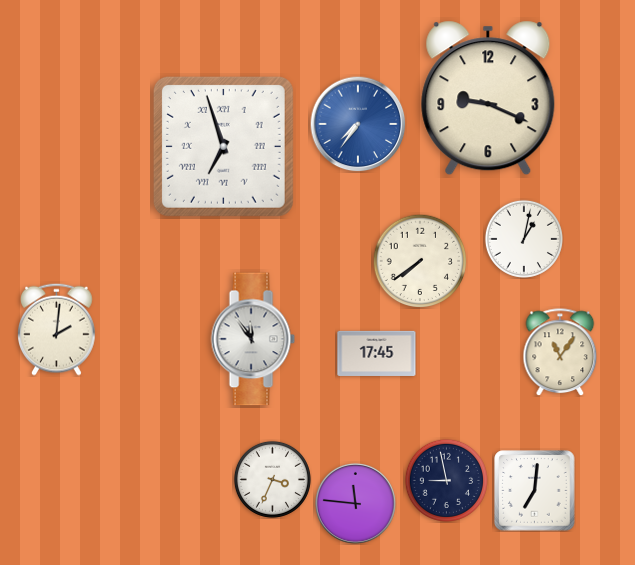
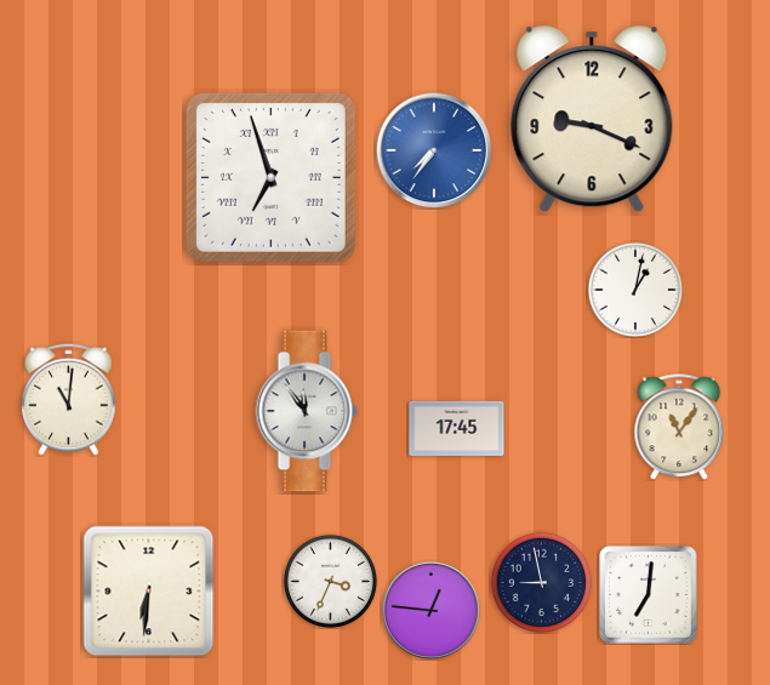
clock at (420, 261): 7:39 -> none
clock at (57, 329): 2:01 -> 11:01
clock at (149, 592): none -> 6:31
clock at (355, 503): 11:46 -> 12:46
